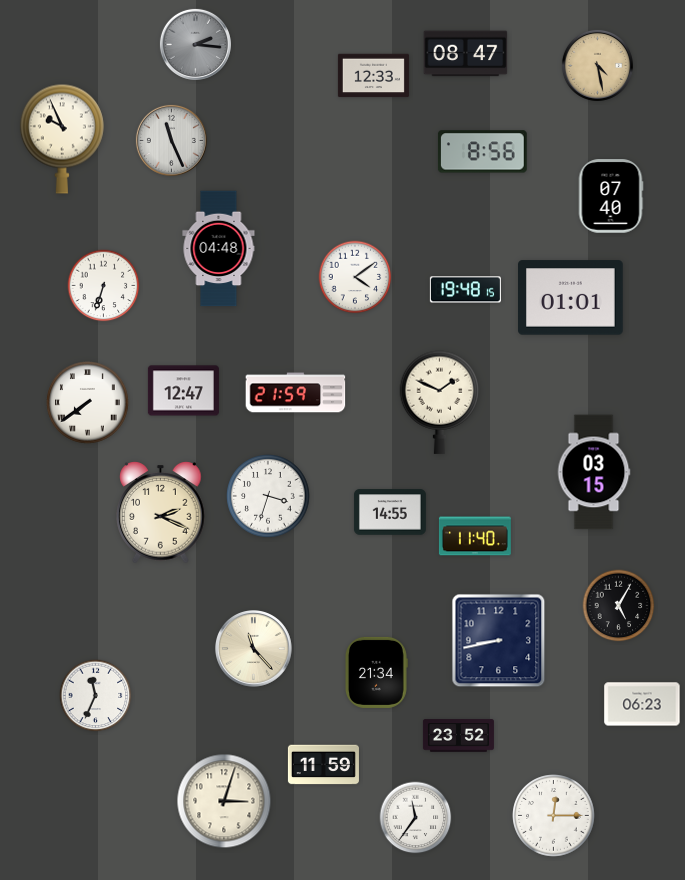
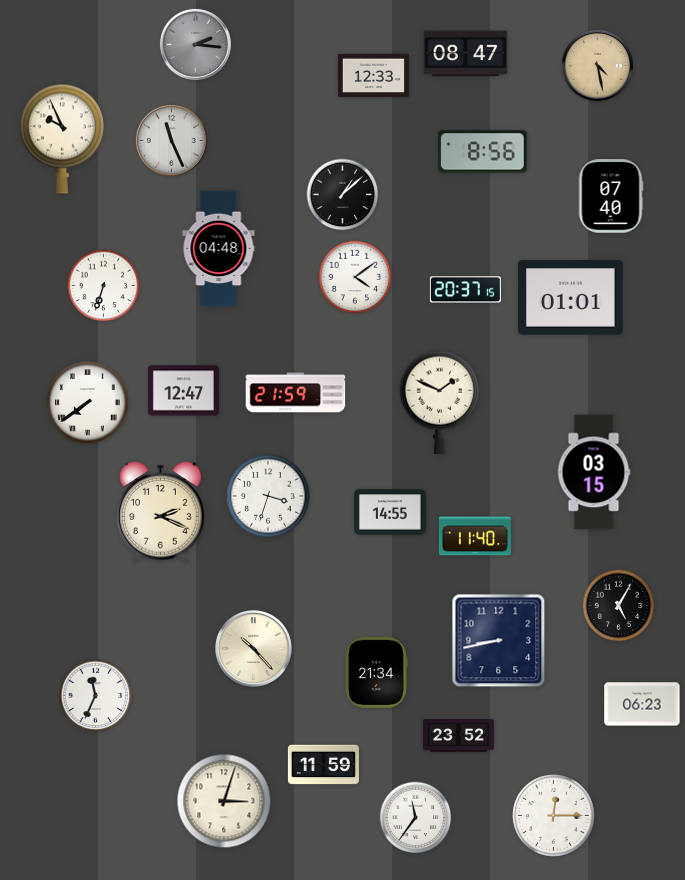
clock at (343, 195): none -> 1:08
clock at (465, 290): 19:48 -> 20:37
clock at (254, 649): 11:23 -> 10:23
